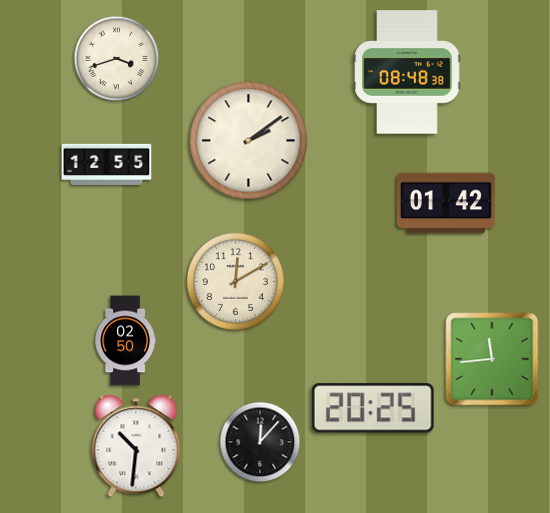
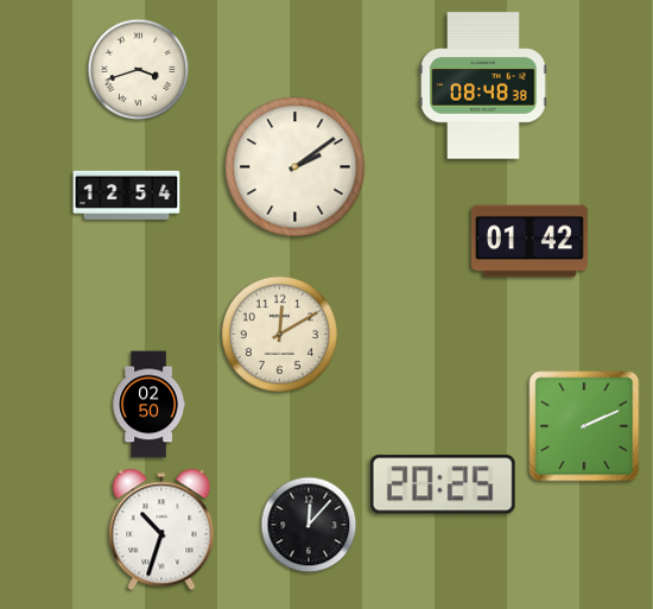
clock at (107, 164): 12:55 -> 12:54
clock at (492, 359): 11:44 -> 2:11
clock at (136, 446): 10:31 -> 10:33
